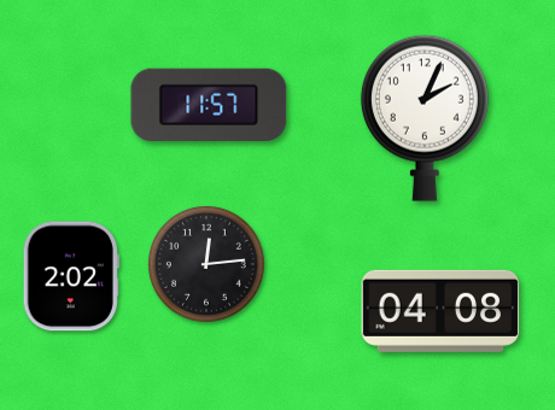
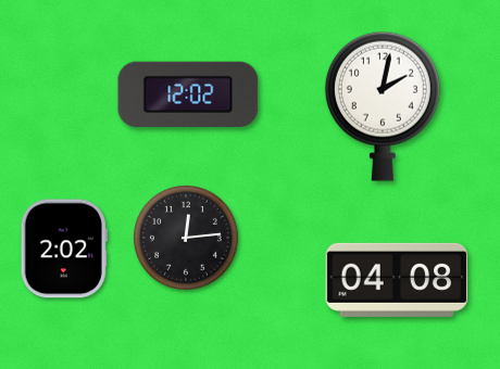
clock at (209, 104): 11:57 -> 12:02
clock at (425, 118): 2:04 -> 2:02
